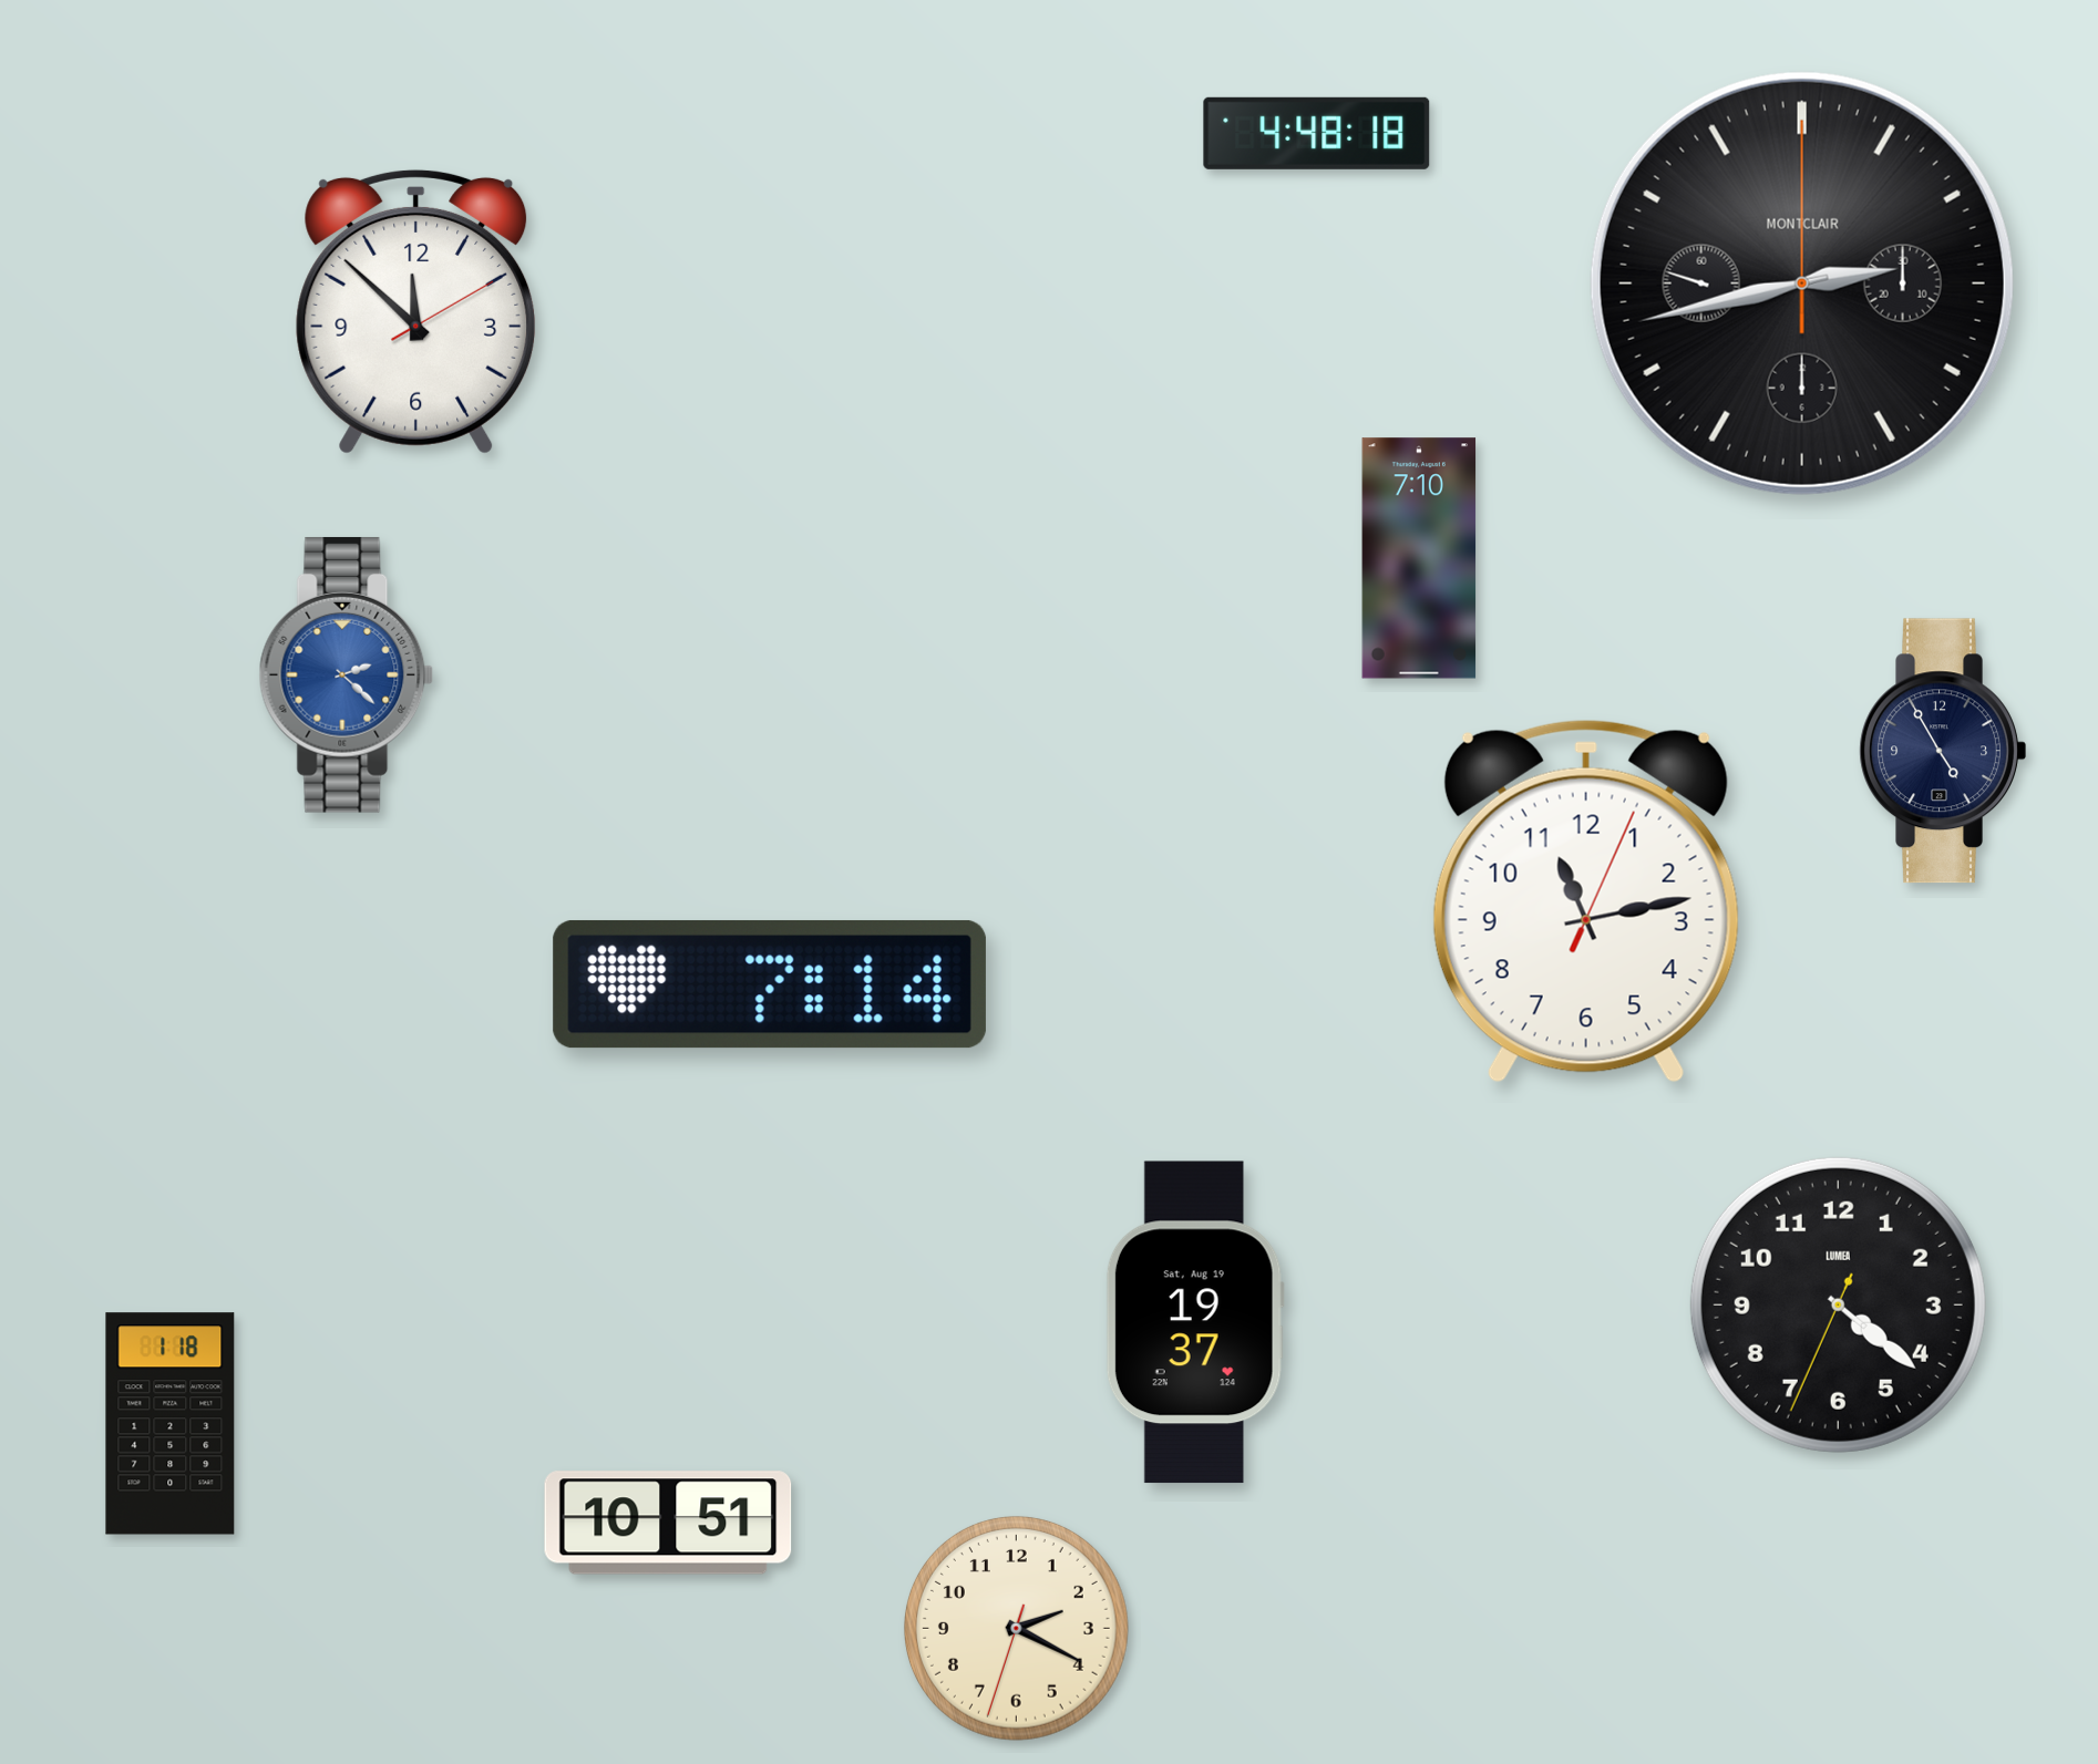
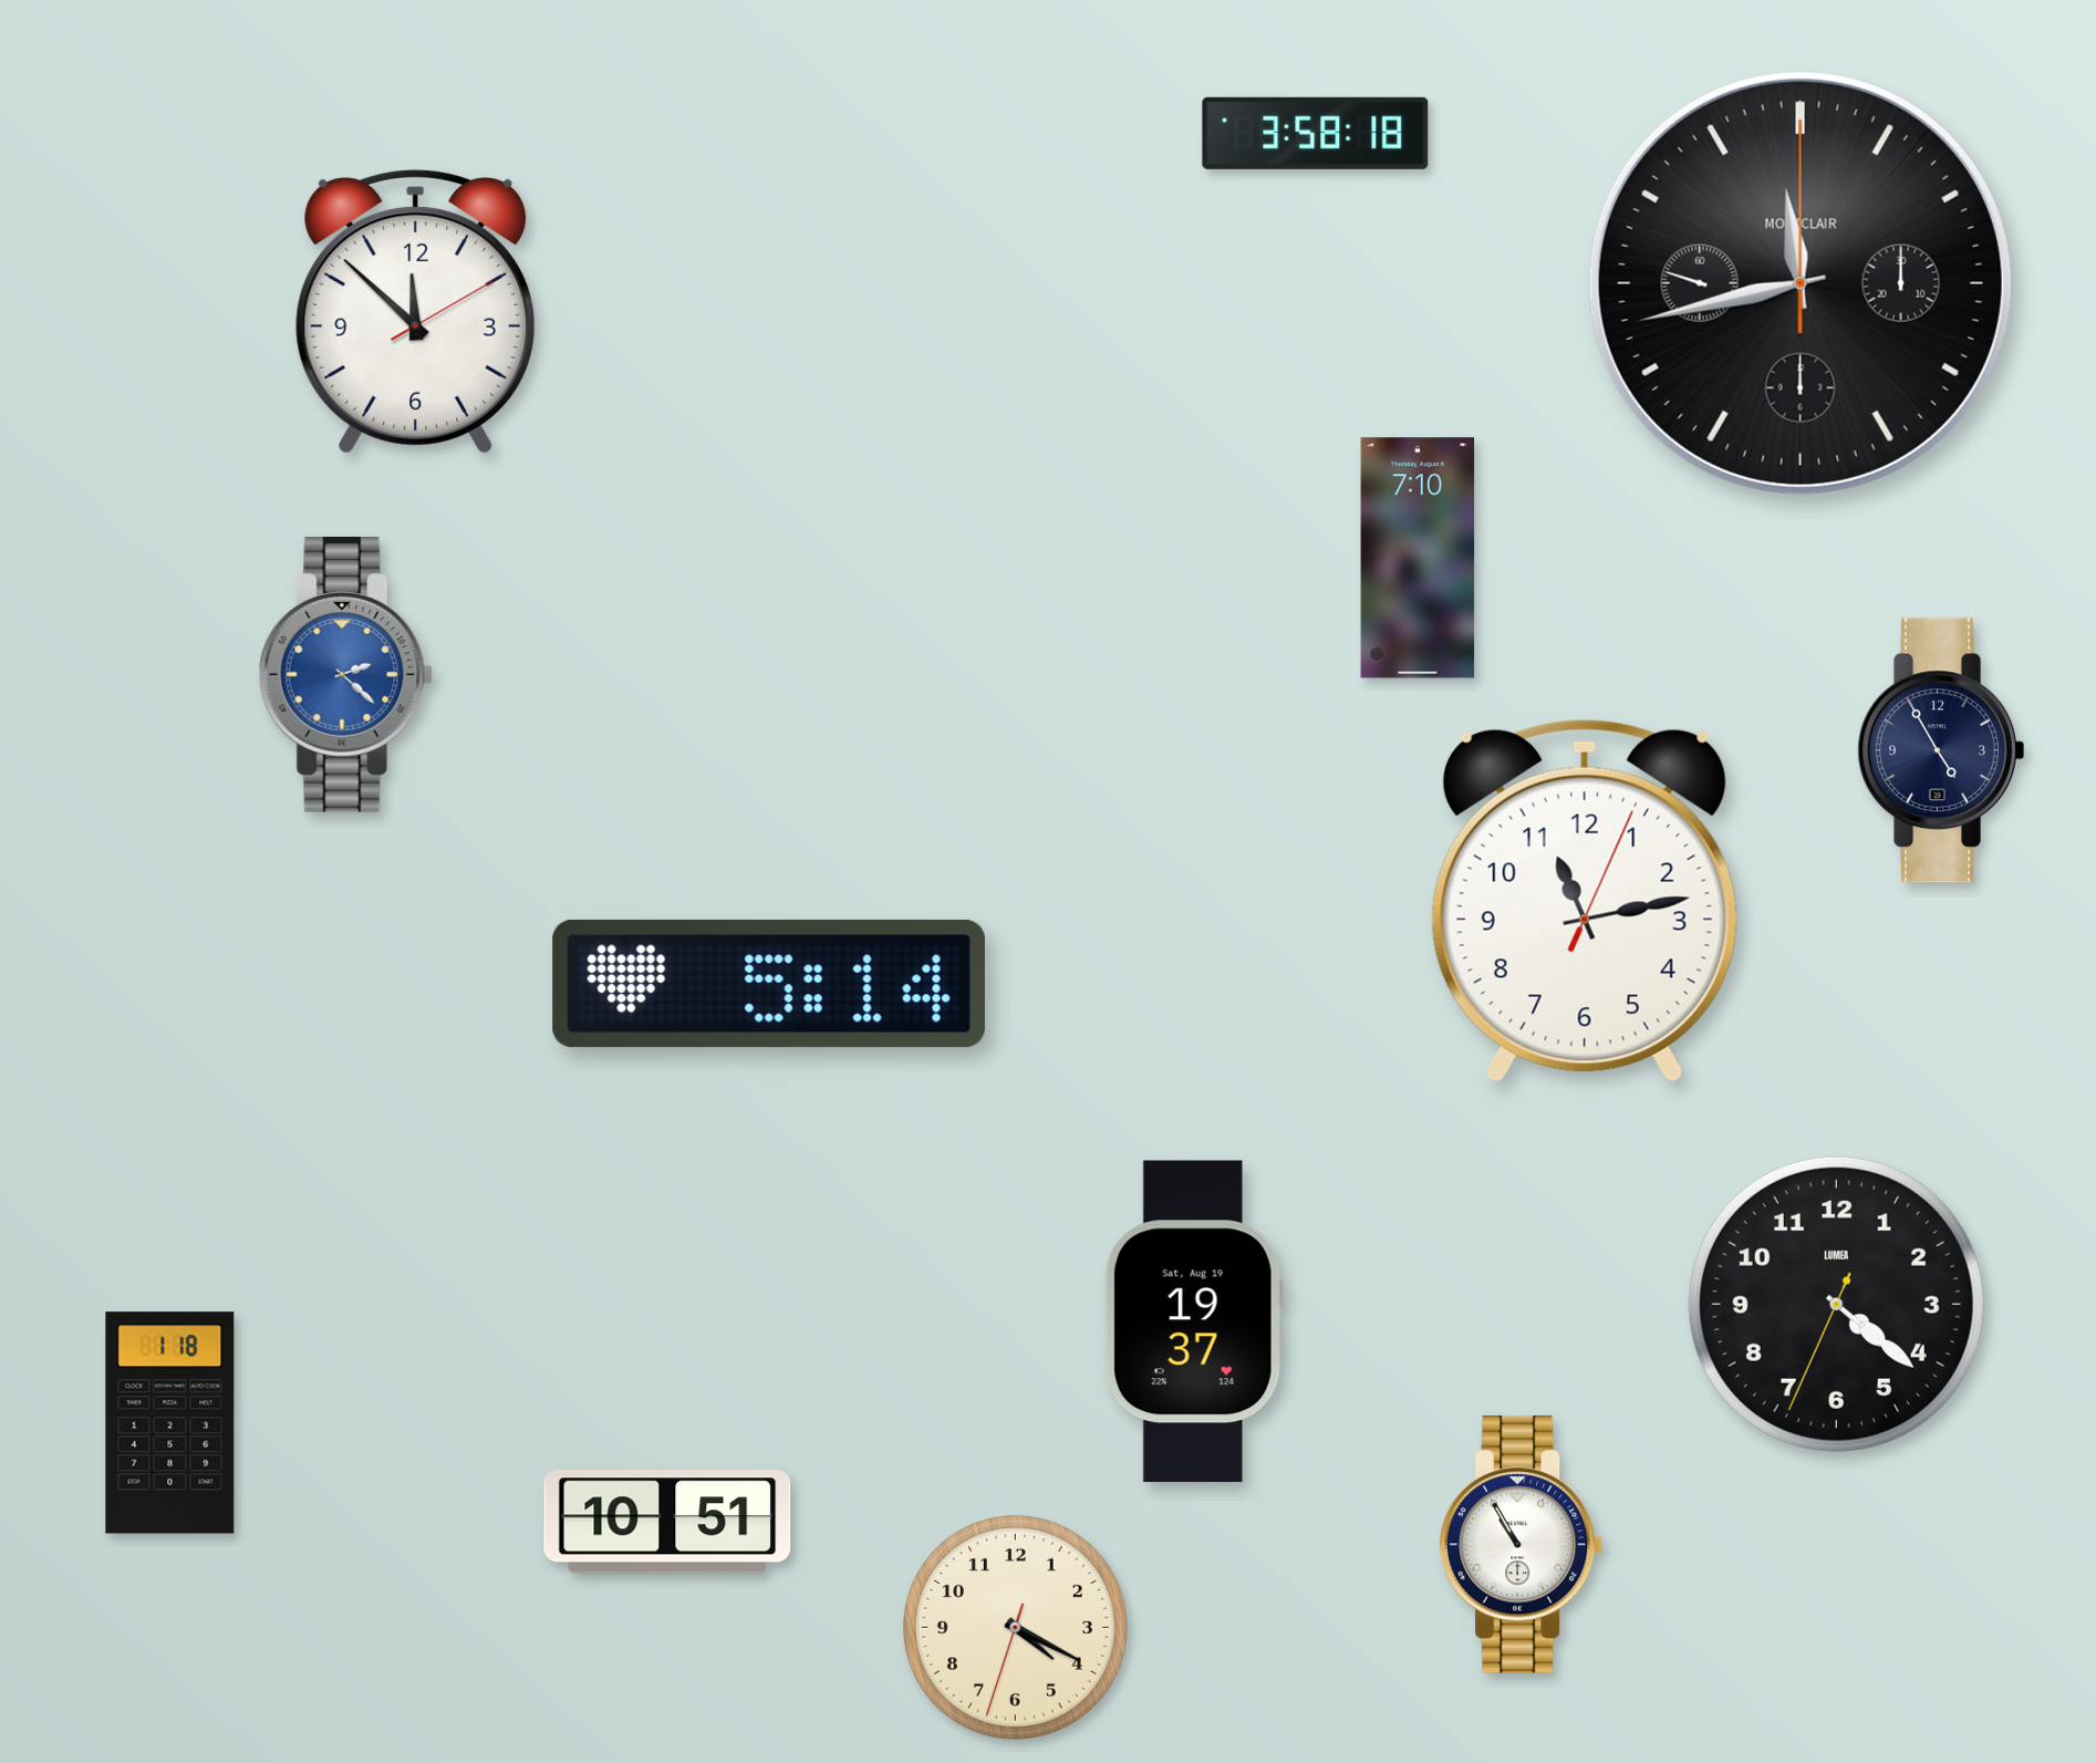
clock at (1317, 133): 4:48 -> 3:58
clock at (1802, 283): 2:42 -> 11:42
clock at (770, 984): 7:14 -> 5:14
clock at (1522, 1545): none -> 10:55
clock at (1016, 1628): 2:19 -> 4:19
